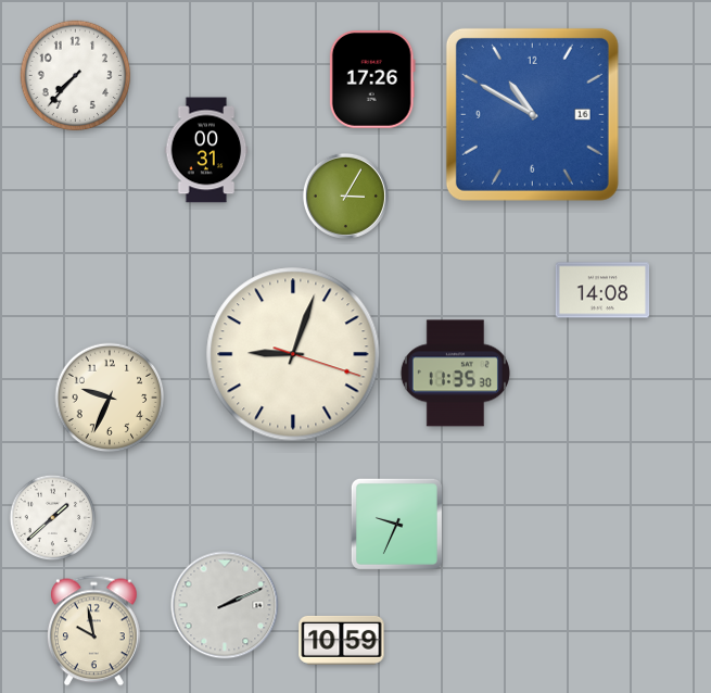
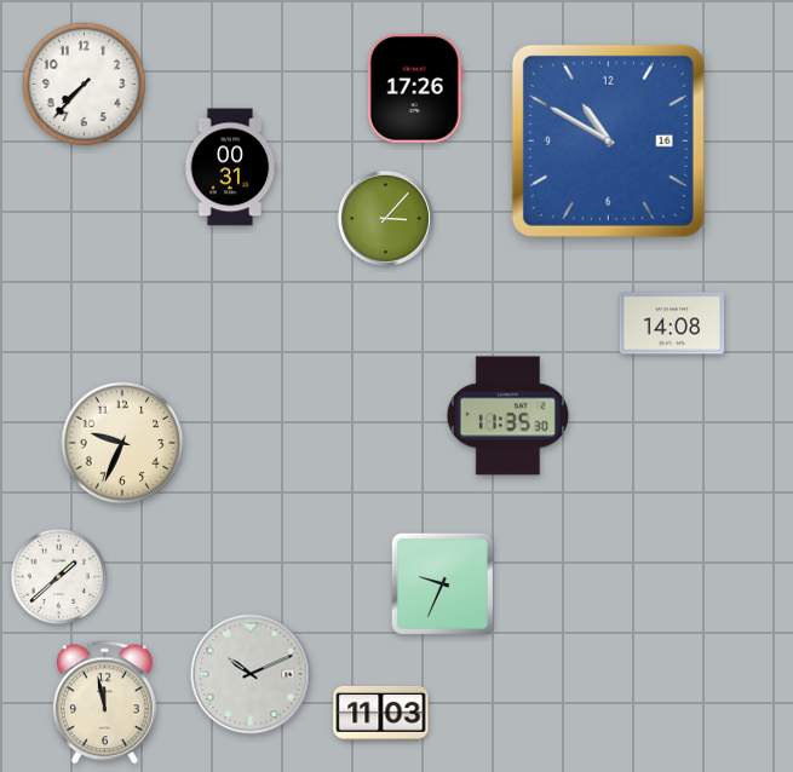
clock at (532, 114) position: (532, 114) -> (608, 140)
clock at (345, 196): 3:05 -> 3:07
clock at (293, 354): 9:03 -> none
clock at (225, 605): 2:11 -> 10:11
clock at (93, 631): 9:58 -> 11:58
clock at (342, 640): 10:59 -> 11:03
